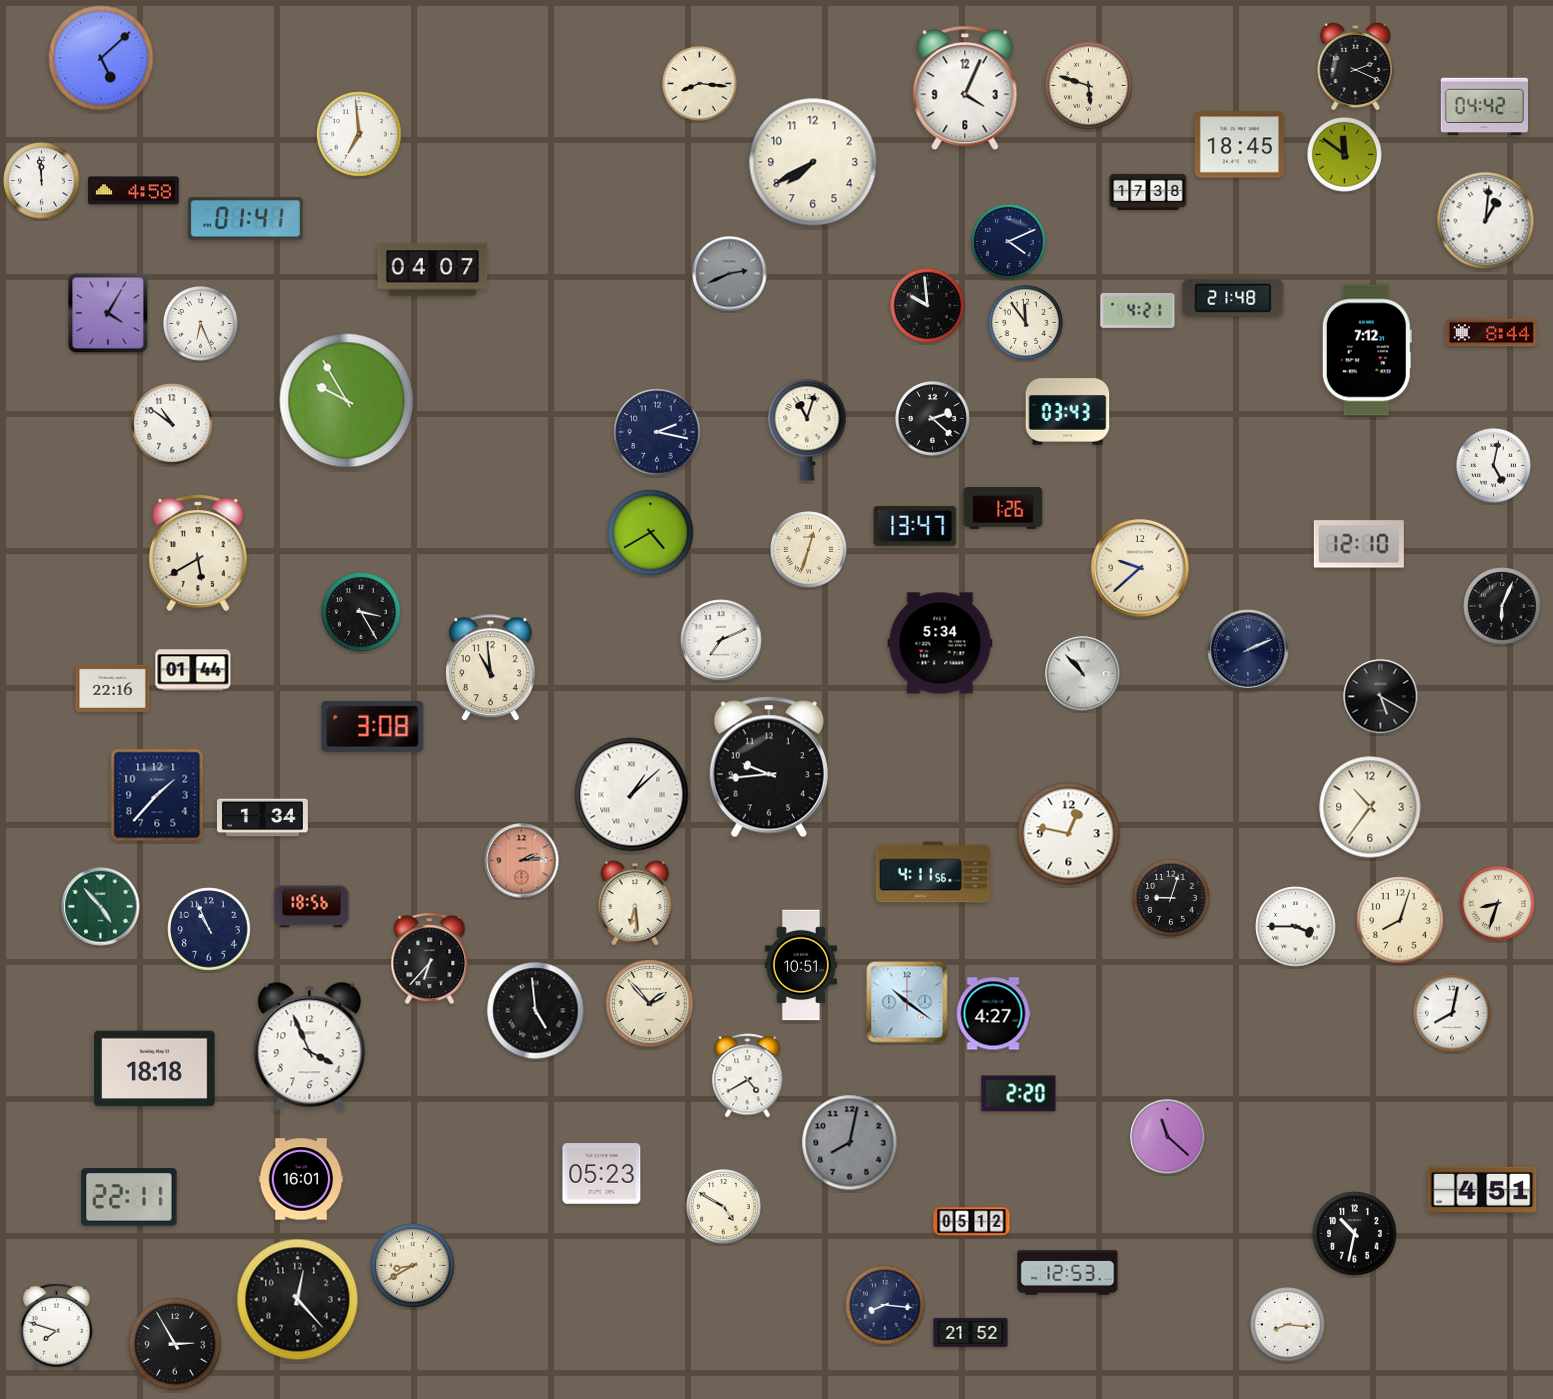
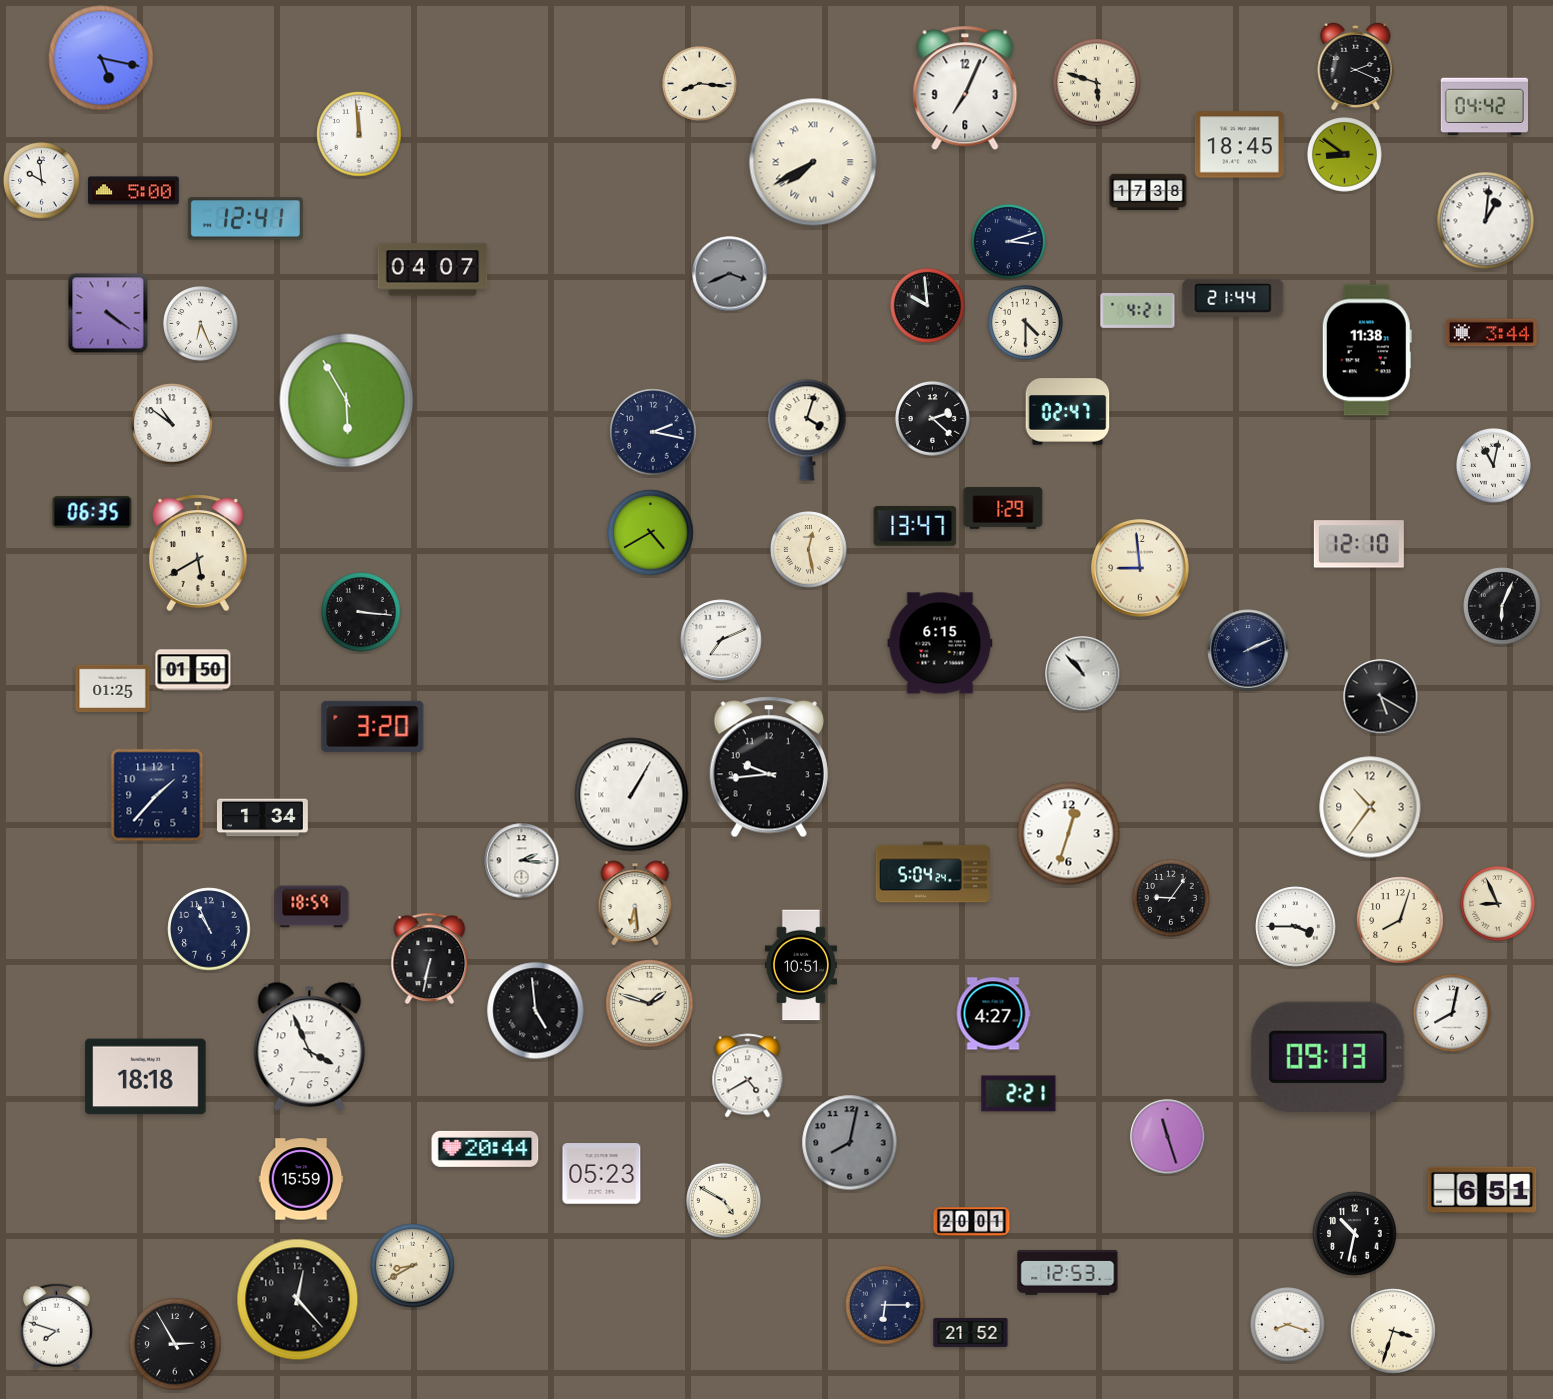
clock at (101, 58): 5:08 -> 5:17
clock at (1089, 86) position: (1089, 86) -> (1097, 83)
clock at (965, 88): 4:04 -> 7:04
clock at (359, 134): 6:59 -> 11:59
clock at (1345, 155): 11:51 -> 8:51
clock at (813, 162) numerals: Arabic -> Roman
clock at (42, 181): 11:59 -> 9:59
clock at (133, 191): 4:58 -> 5:00
clock at (245, 219): 01:41 -> 12:41
clock at (1009, 242): 4:11 -> 3:12
clock at (730, 274): 2:41 -> 3:41
clock at (1233, 298): 21:48 -> 21:44
clock at (108, 313): 4:05 -> 4:21
clock at (1026, 323): 11:54 -> 4:30
clock at (1491, 333): 8:44 -> 3:44
clock at (1367, 350): 7:12 -> 11:38
clock at (347, 401): 9:55 -> 5:55
clock at (1068, 412): 03:43 -> 02:47
clock at (807, 430): 11:03 -> 4:03
clock at (657, 432) position: (657, 432) -> (653, 432)
clock at (1494, 466): 5:02 -> 11:02
clock at (1003, 508): 1:26 -> 1:29
clock at (92, 512): none -> 06:35
clock at (809, 550): 12:33 -> 12:28
clock at (1140, 568): 9:38 -> 8:59
clock at (361, 612): 3:25 -> 3:16
clock at (940, 643): 5:34 -> 6:15
clock at (490, 668): 10:59 -> none
clock at (193, 670): 01:44 -> 01:50
clock at (113, 688): 22:16 -> 01:25
clock at (373, 726): 3:08 -> 3:20
clock at (632, 795): 1:08 -> 1:05
clock at (1069, 834): 12:47 -> 12:33
clock at (522, 861): 2:14 -> 2:16
clock at (522, 861) dial: salmon -> white
clock at (933, 872): 4:11 -> 5:04
clock at (1171, 898): 9:03 -> 9:06
clock at (1498, 904): 8:33 -> 8:56
clock at (101, 907): 4:53 -> none
clock at (312, 907): 18:56 -> 18:59
clock at (430, 959): 6:37 -> 6:32
clock at (907, 1002): 10:21 -> none
clock at (650, 1004): 1:53 -> 1:48
clock at (1328, 1057): none -> 09:13
clock at (155, 1069) position: (155, 1069) -> (146, 1077)
clock at (1019, 1094): 2:20 -> 2:21
clock at (1168, 1137): 11:22 -> 11:27
clock at (485, 1149): none -> 20:44
clock at (301, 1179): 16:01 -> 15:59
clock at (1482, 1190): 4:51 -> 6:51
clock at (129, 1197): 22:11 -> none
clock at (724, 1207) position: (724, 1207) -> (724, 1201)
clock at (972, 1222): 05:12 -> 20:01
clock at (885, 1305): 8:16 -> 6:15
clock at (1288, 1325): 8:16 -> 8:18
clock at (1393, 1331): none -> 3:33
